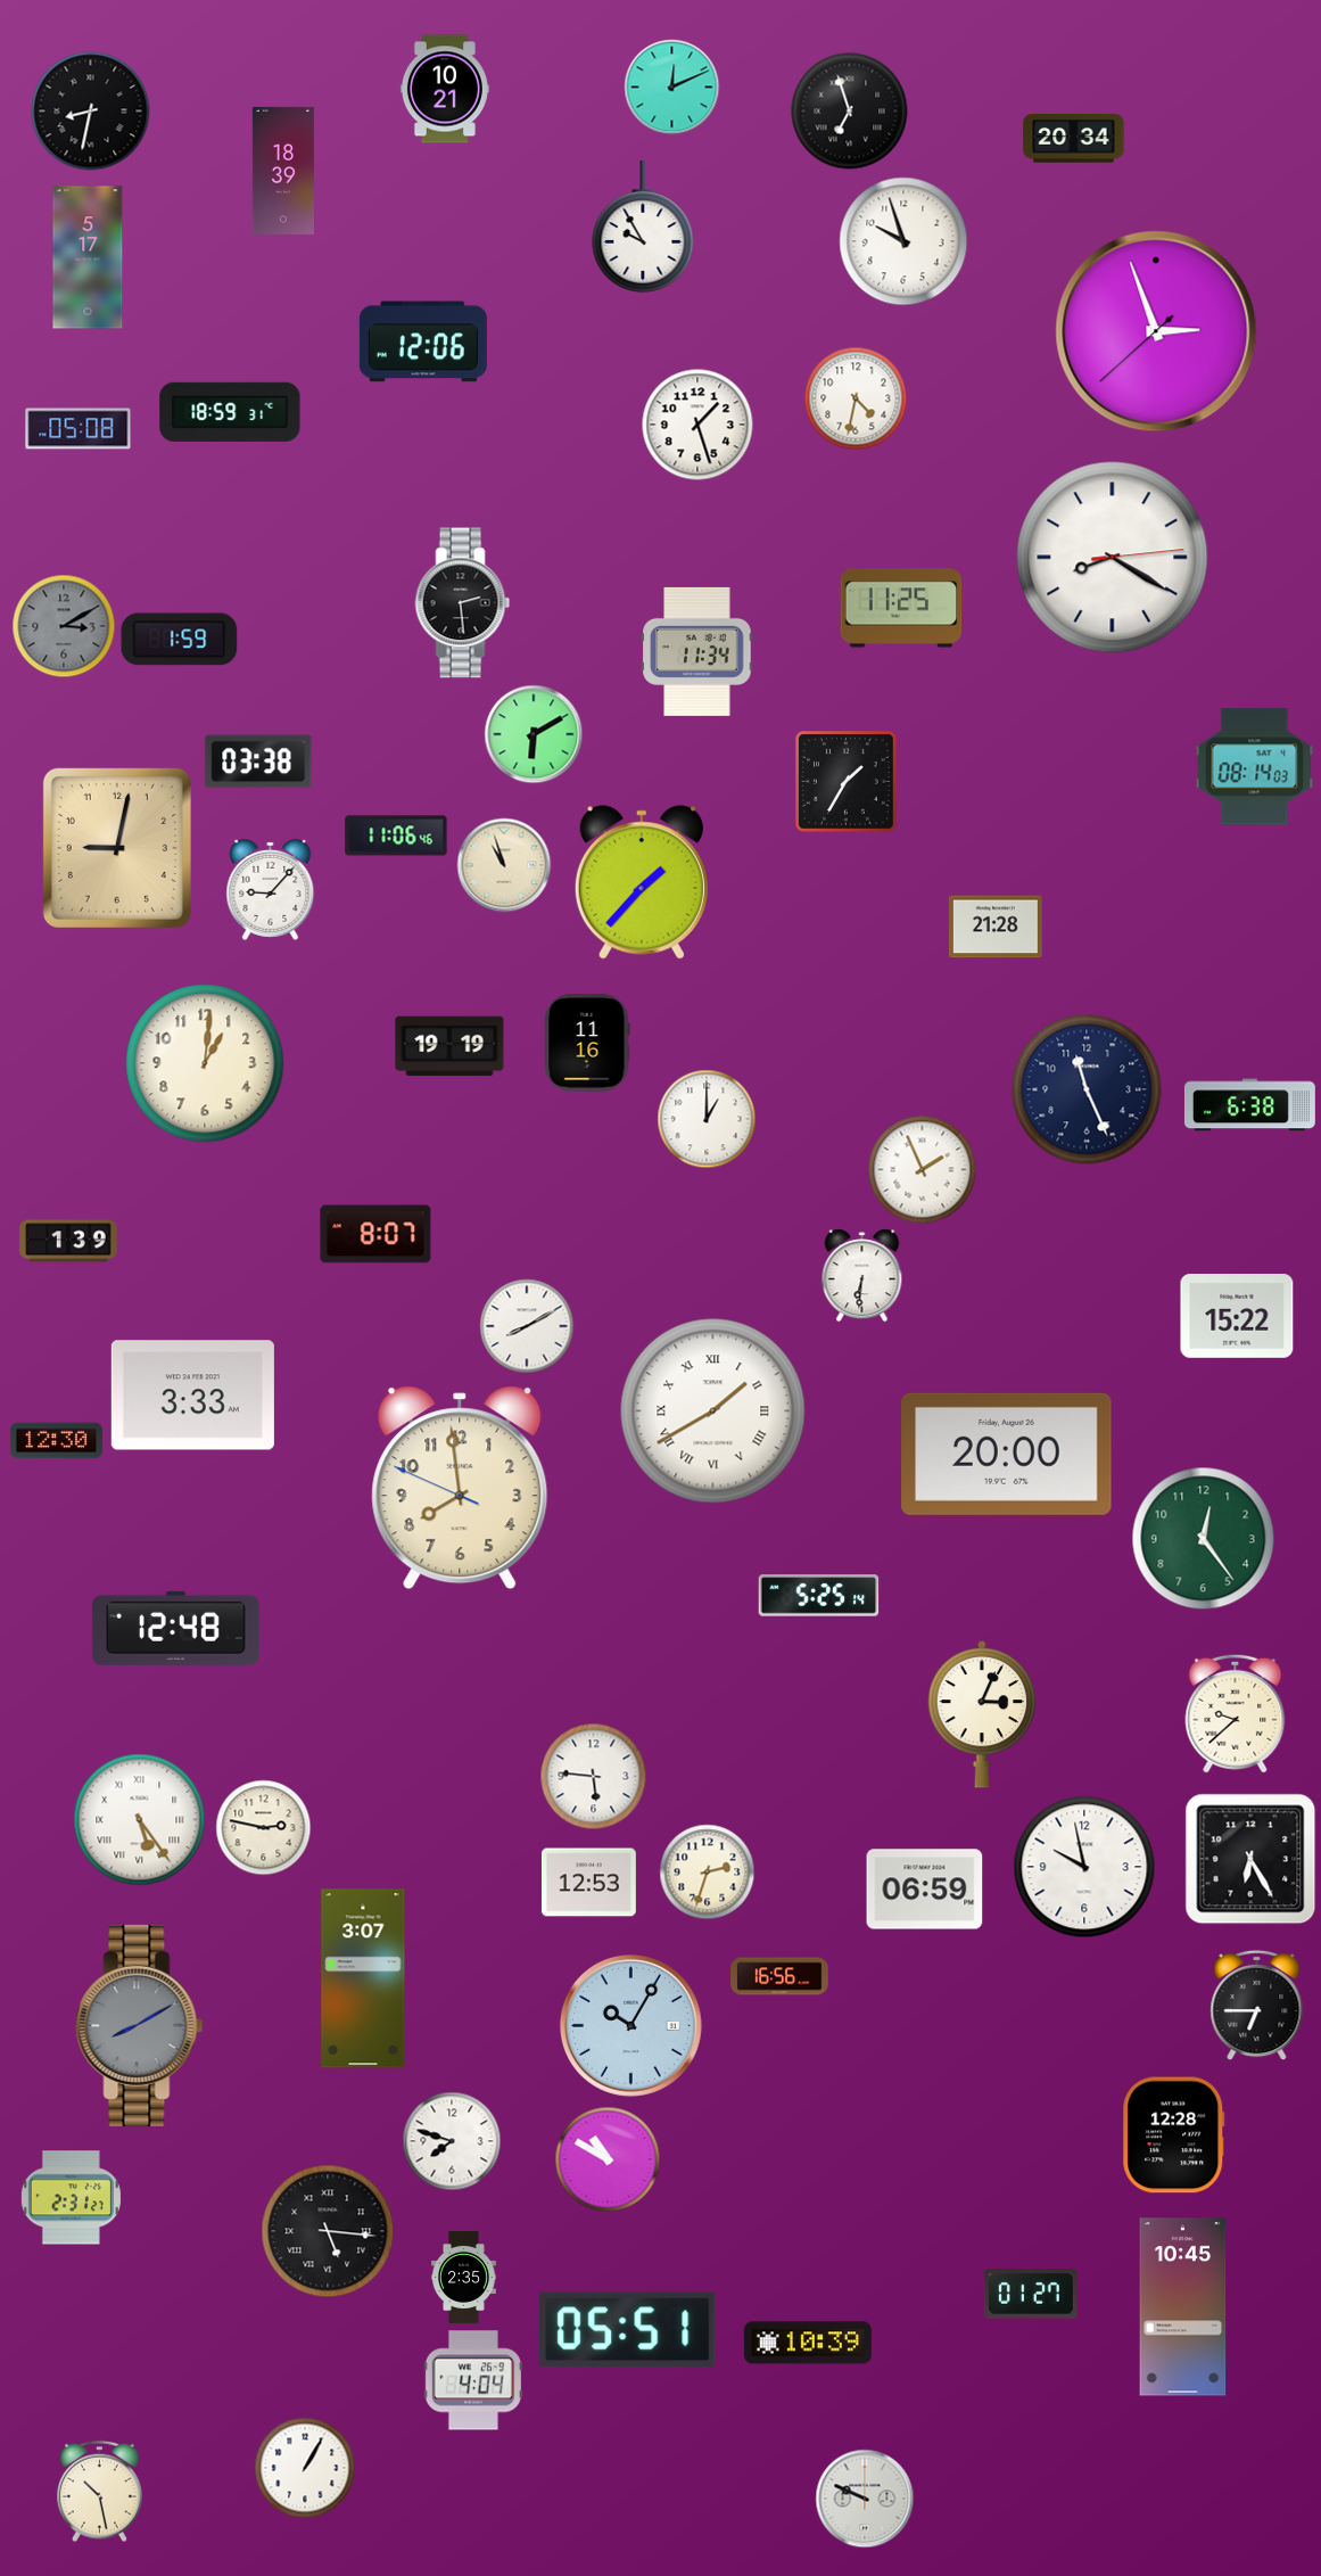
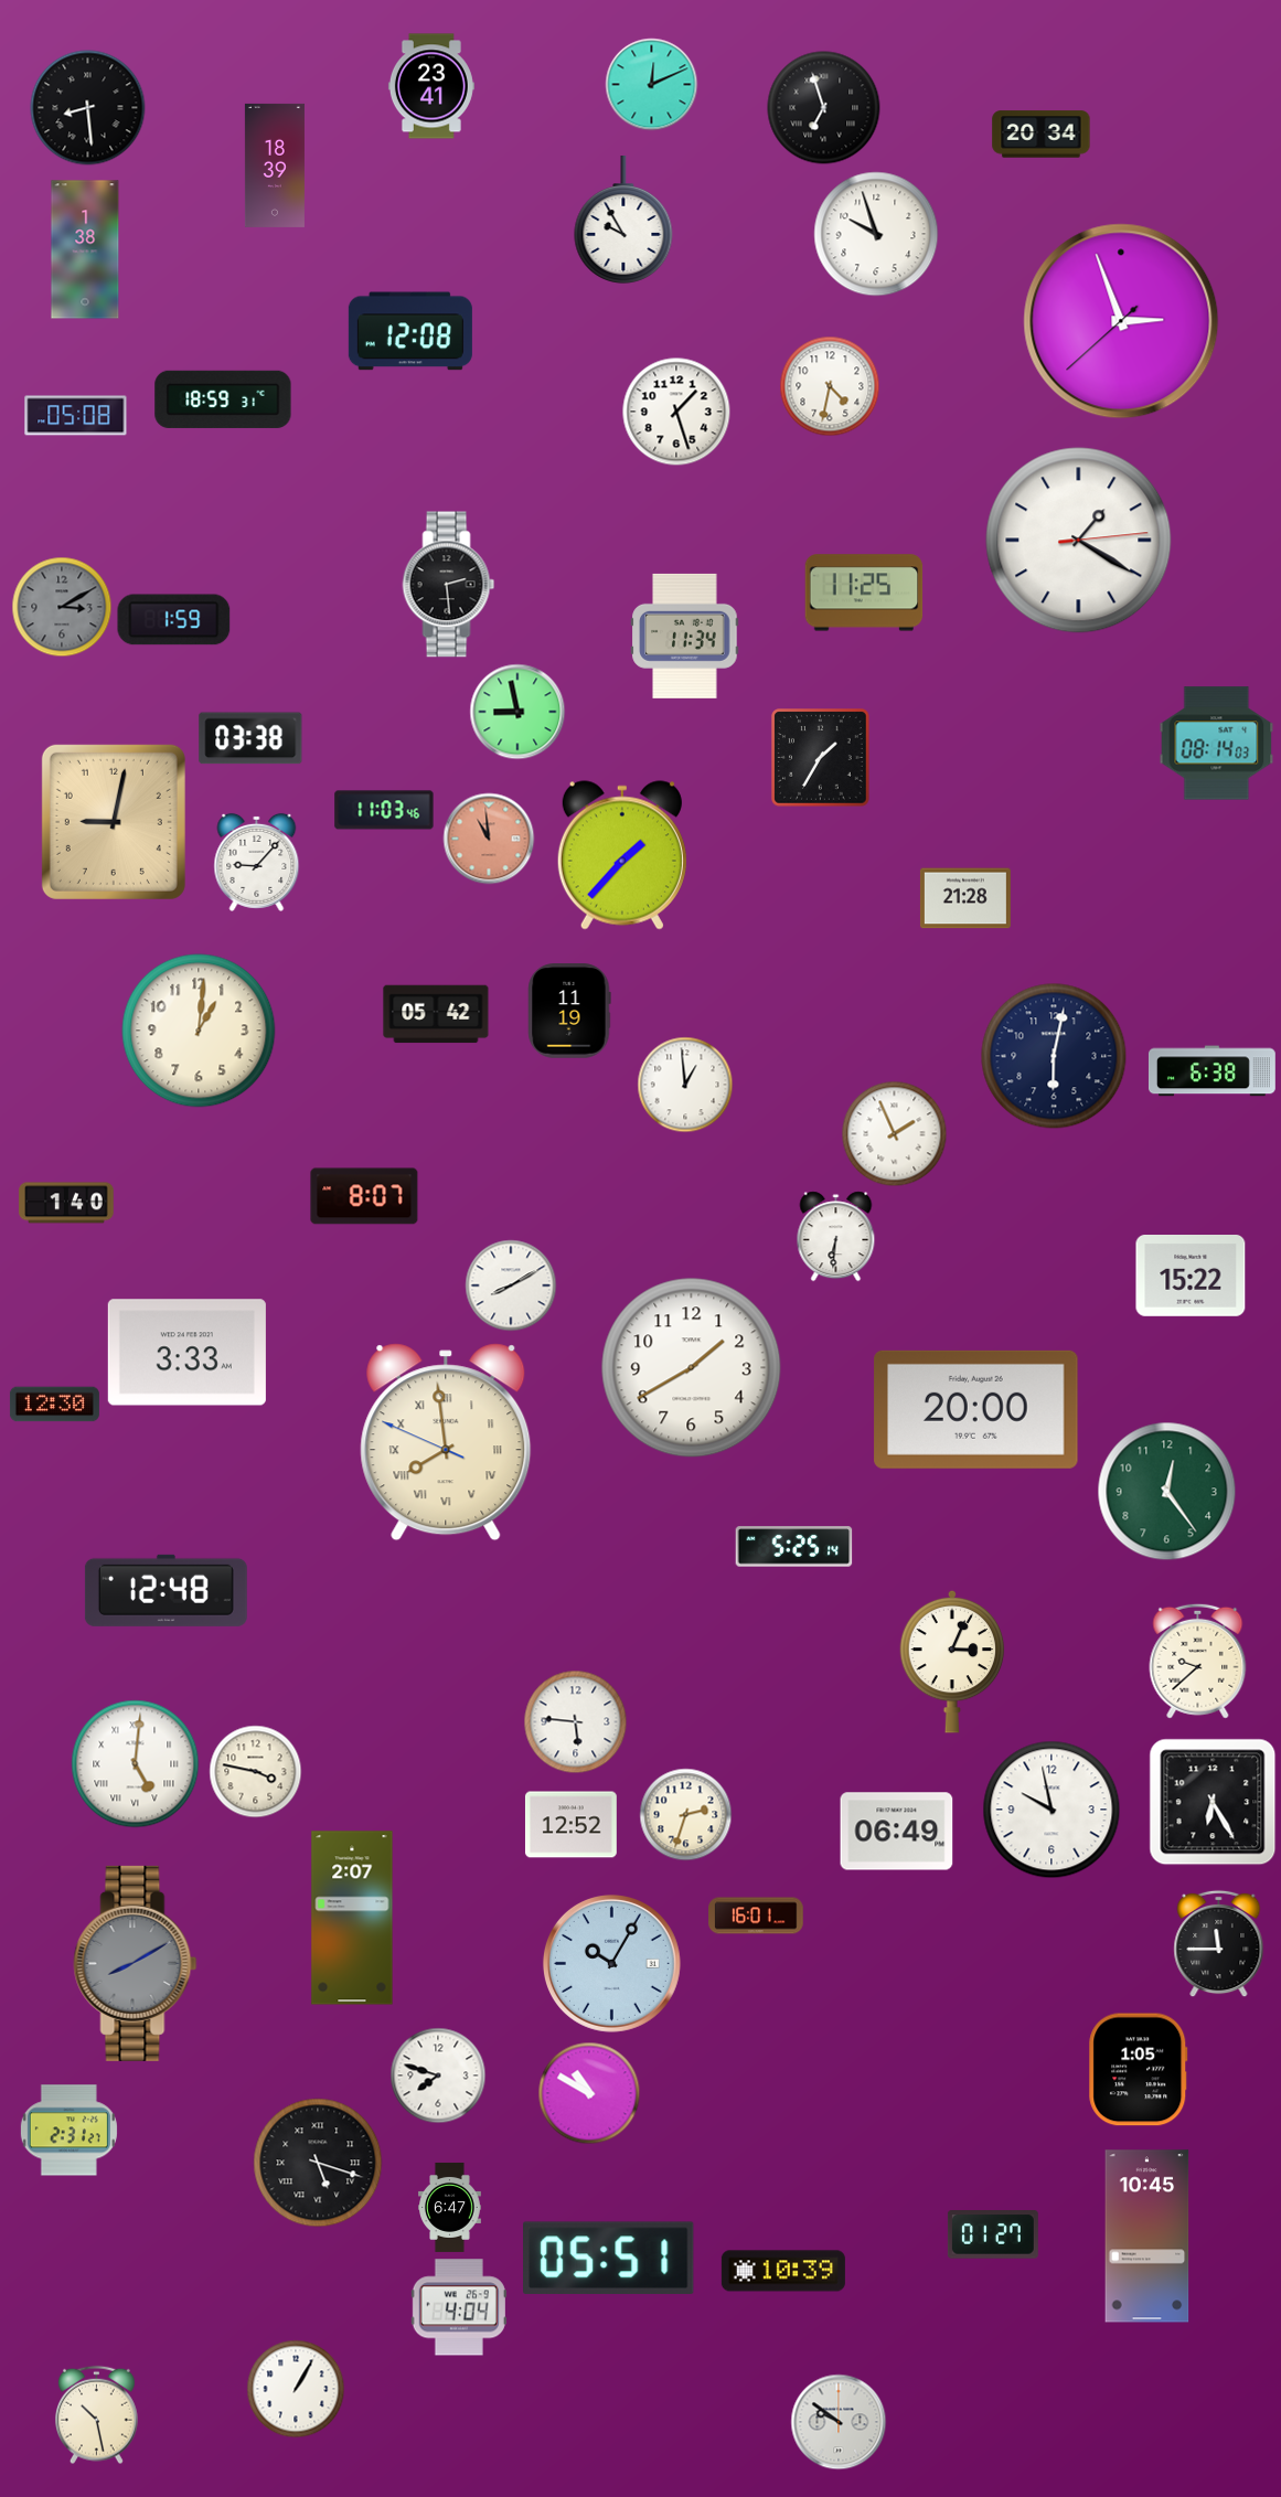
clock at (445, 89): 10:21 -> 23:41
clock at (91, 112): 8:32 -> 8:29
clock at (88, 257): 5:17 -> 1:38
clock at (423, 341): 12:06 -> 12:08
clock at (1113, 558): 8:20 -> 1:20
clock at (901, 608) position: (901, 608) -> (864, 593)
clock at (697, 651) position: (697, 651) -> (685, 636)
clock at (534, 734): 6:10 -> 8:58
clock at (396, 836): 11:06 -> 11:03
clock at (504, 865): 10:57 -> 10:59
clock at (504, 865) dial: cream -> salmon
clock at (271, 889) position: (271, 889) -> (257, 862)
clock at (587, 1043): 11:16 -> 11:19
clock at (449, 1046): 19:19 -> 05:42
clock at (1087, 1089): 11:26 -> 6:02
clock at (707, 1119): 1:00 -> 12:59
clock at (68, 1241): 1:39 -> 1:40
clock at (1237, 1317) position: (1237, 1317) -> (1191, 1277)
clock at (713, 1412) numerals: Roman -> Arabic
clock at (56, 1441) position: (56, 1441) -> (54, 1405)
clock at (460, 1488) numerals: Arabic -> Roman
clock at (175, 1628) position: (175, 1628) -> (166, 1590)
clock at (140, 1820): 5:24 -> 5:01
clock at (264, 1828): 2:47 -> 3:47
clock at (588, 1883): 12:53 -> 12:52
clock at (925, 1890): 06:59 -> 06:49
clock at (779, 1976): 16:56 -> 16:01
clock at (363, 1978): 3:07 -> 2:07
clock at (1257, 2006): 6:45 -> 11:45
clock at (1174, 2135): 12:28 -> 1:05
clock at (328, 2231): 5:16 -> 5:18
clock at (464, 2277): 2:35 -> 6:47
clock at (1031, 2294) position: (1031, 2294) -> (993, 2234)
clock at (305, 2468) position: (305, 2468) -> (296, 2389)
clock at (865, 2499): 9:49 -> 9:51
